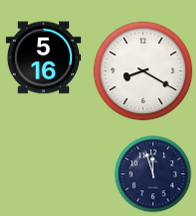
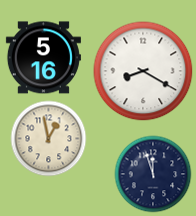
clock at (49, 139): none -> 12:58
